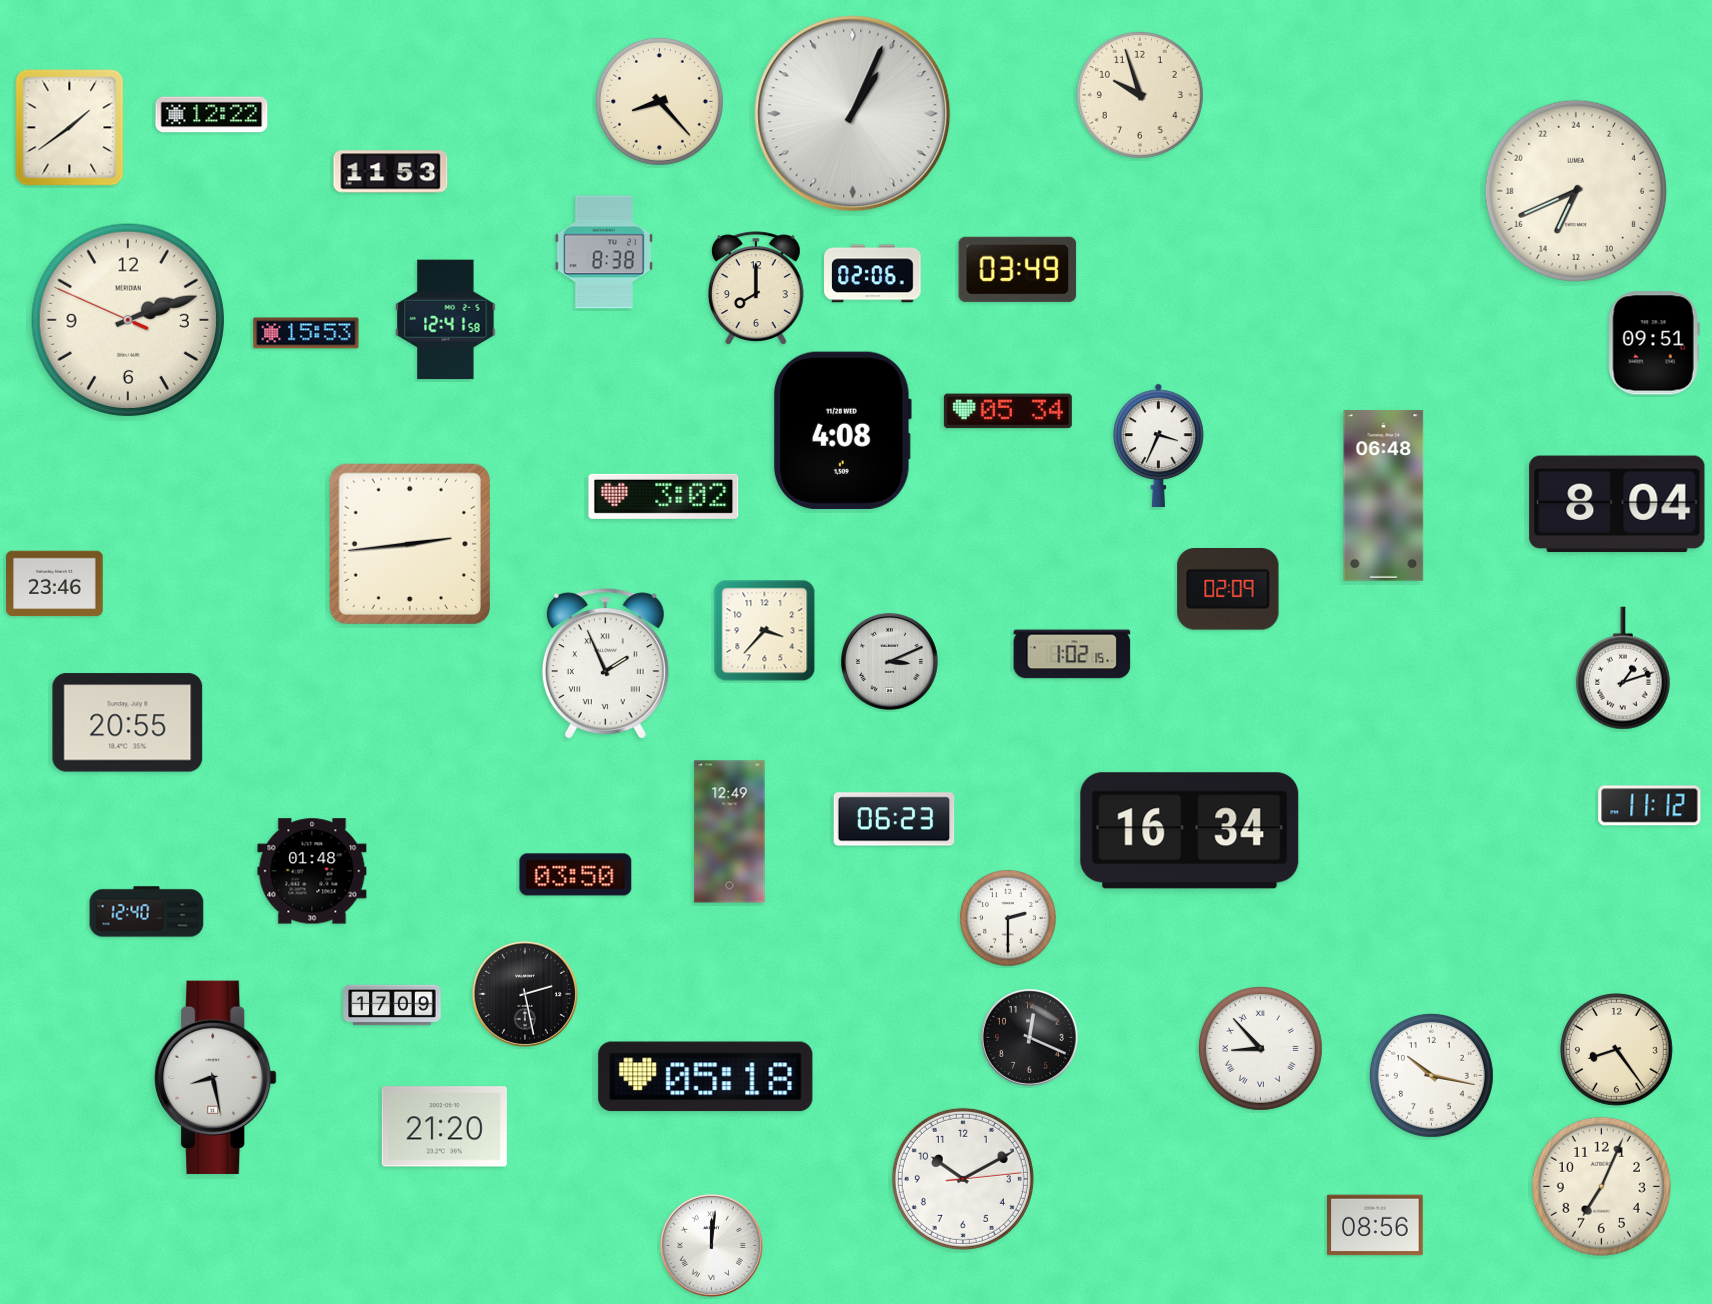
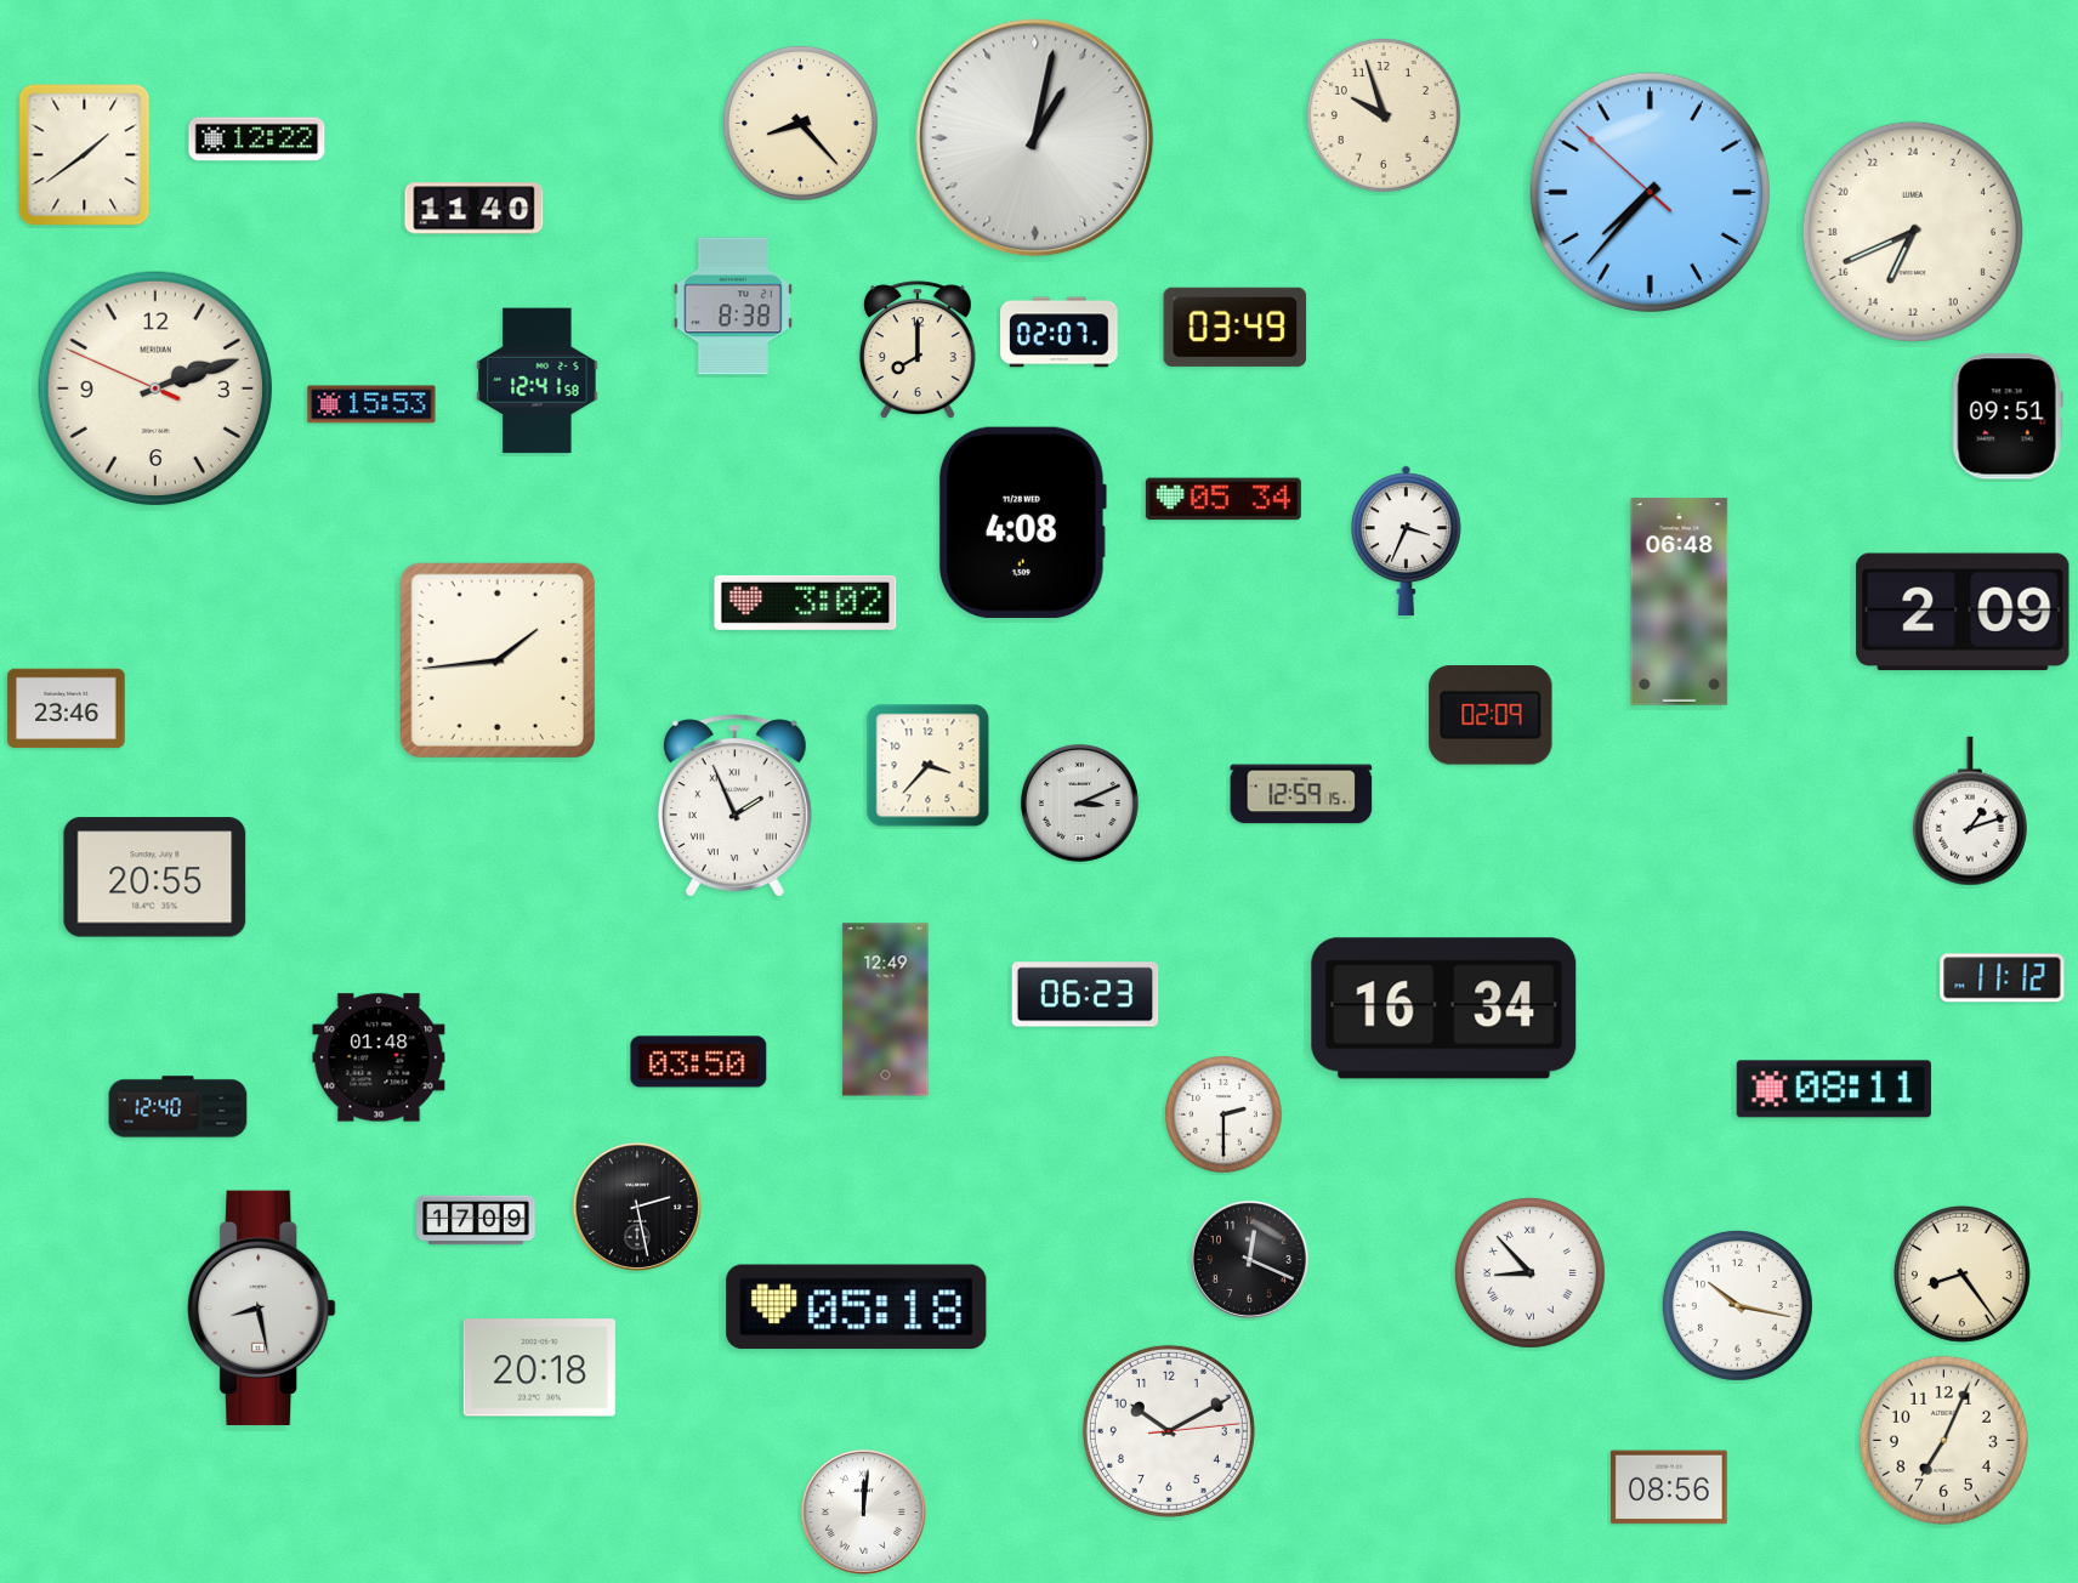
clock at (853, 114): 1:04 -> 1:02
clock at (1650, 192): none -> 7:36
clock at (391, 172): 11:53 -> 11:40
clock at (873, 274): 02:06 -> 02:07
clock at (446, 320) position: (446, 320) -> (538, 381)
clock at (1617, 504): 8:04 -> 2:09
clock at (410, 544): 2:44 -> 1:44
clock at (1072, 654): 1:02 -> 12:59
clock at (1834, 1089): none -> 08:11
clock at (444, 1127): 21:20 -> 20:18
